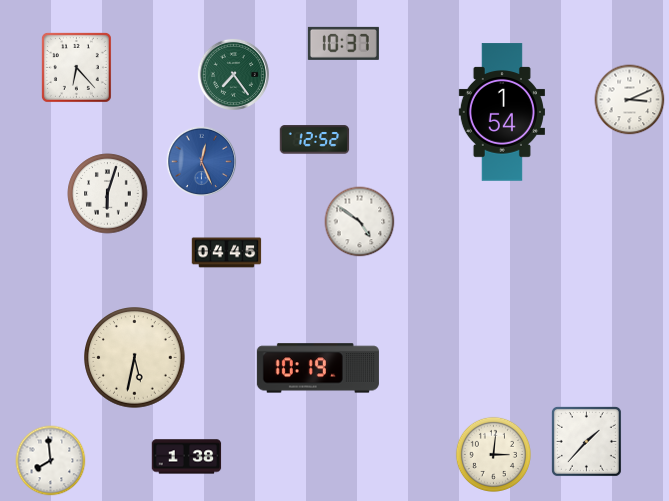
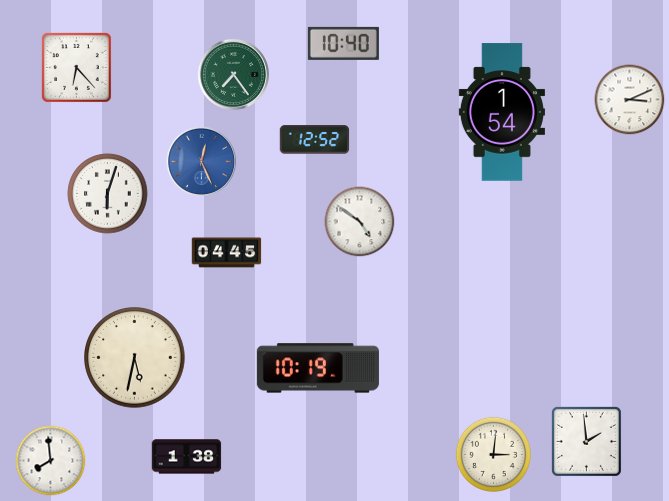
clock at (343, 43): 10:37 -> 10:40
clock at (586, 441): 1:37 -> 1:59
